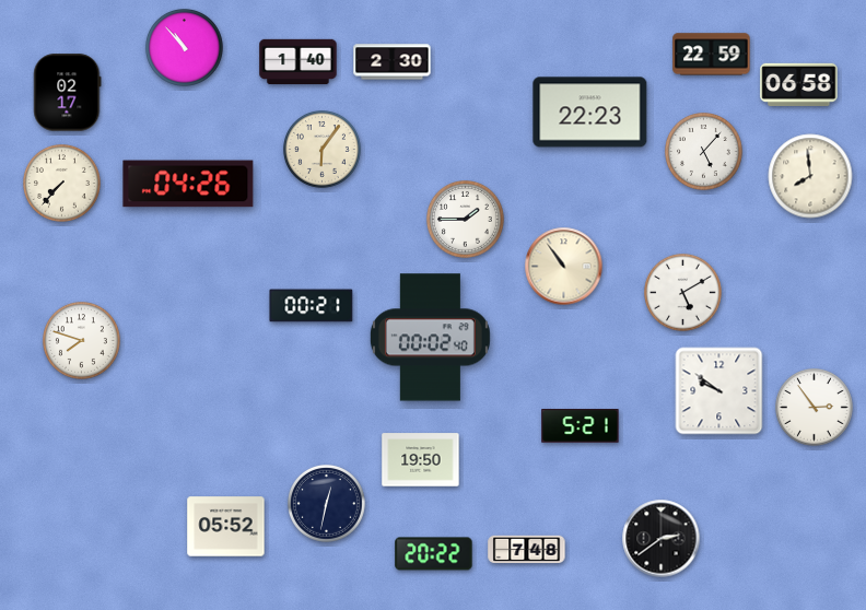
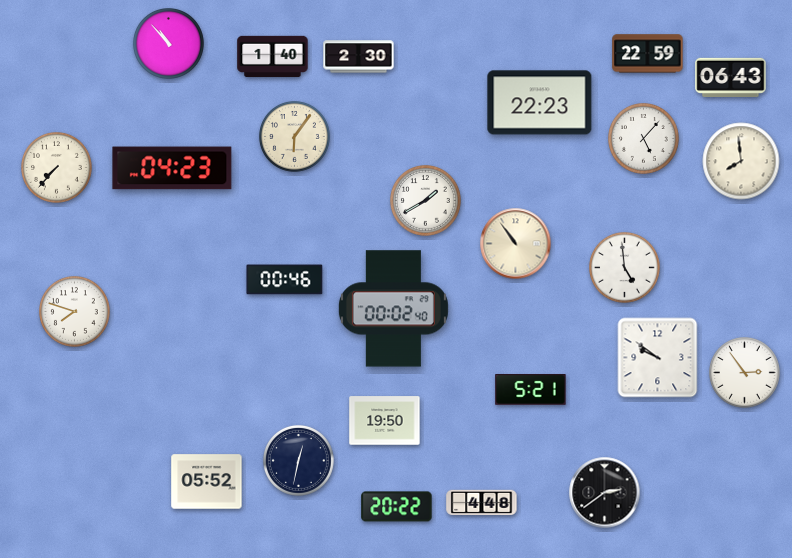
clock at (712, 55) position: (712, 55) -> (648, 54)
clock at (799, 84): 06:58 -> 06:43
clock at (68, 93): 02:17 -> none
clock at (188, 184): 04:26 -> 04:23
clock at (466, 220): 1:45 -> 1:40
clock at (683, 293): 5:10 -> 4:59
clock at (312, 306): 00:21 -> 00:46
clock at (527, 550): 7:48 -> 4:48
